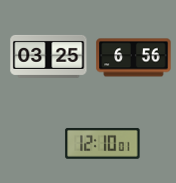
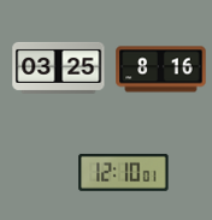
clock at (134, 58): 6:56 -> 8:16
